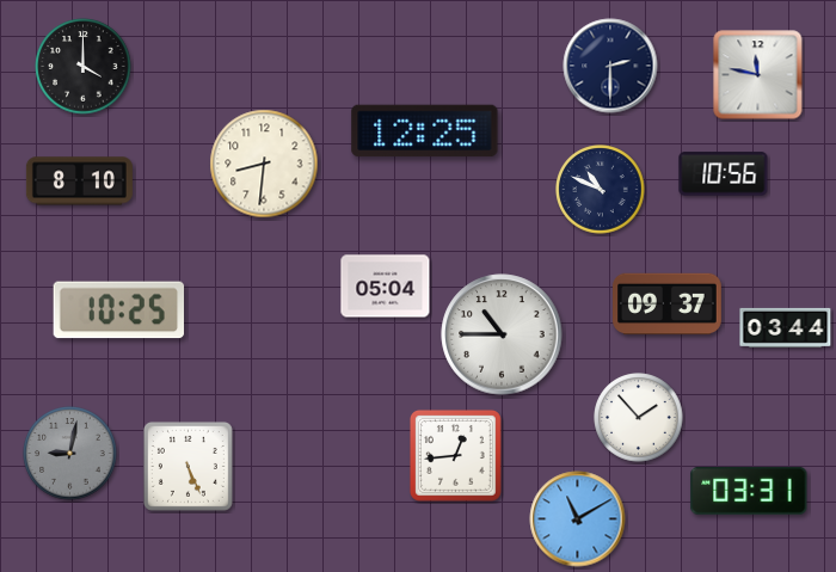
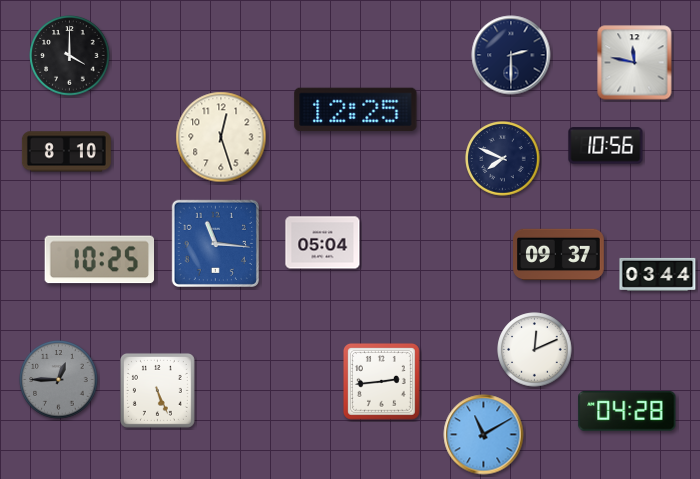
clock at (264, 164): 8:31 -> 12:27
clock at (601, 190): 10:49 -> 7:49
clock at (386, 287) position: (386, 287) -> (323, 243)
clock at (215, 243): none -> 11:16
clock at (502, 334): 10:45 -> none
clock at (639, 418): 1:53 -> 12:11
clock at (70, 454): 9:02 -> 12:45
clock at (455, 455): 12:44 -> 2:44
clock at (749, 491): 03:31 -> 04:28
